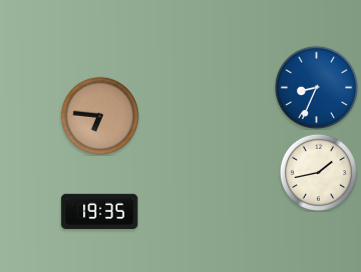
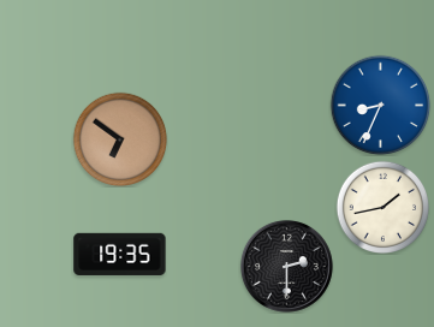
clock at (100, 116): 6:46 -> 6:51
clock at (286, 266): none -> 2:30
